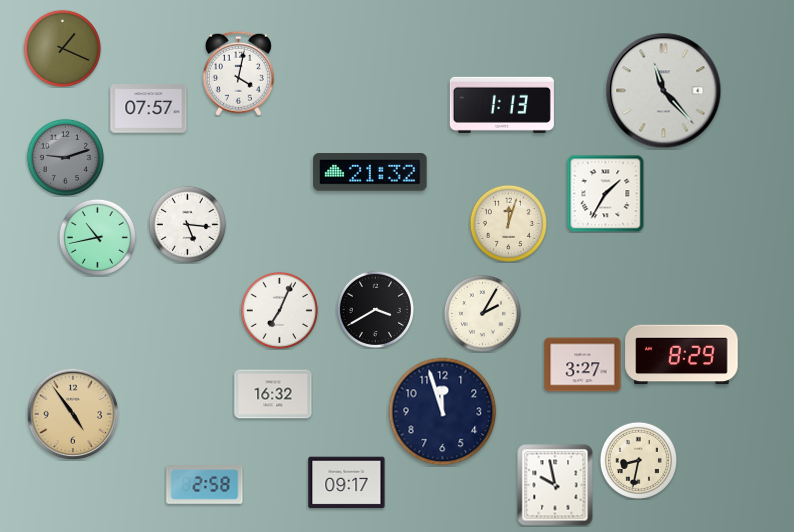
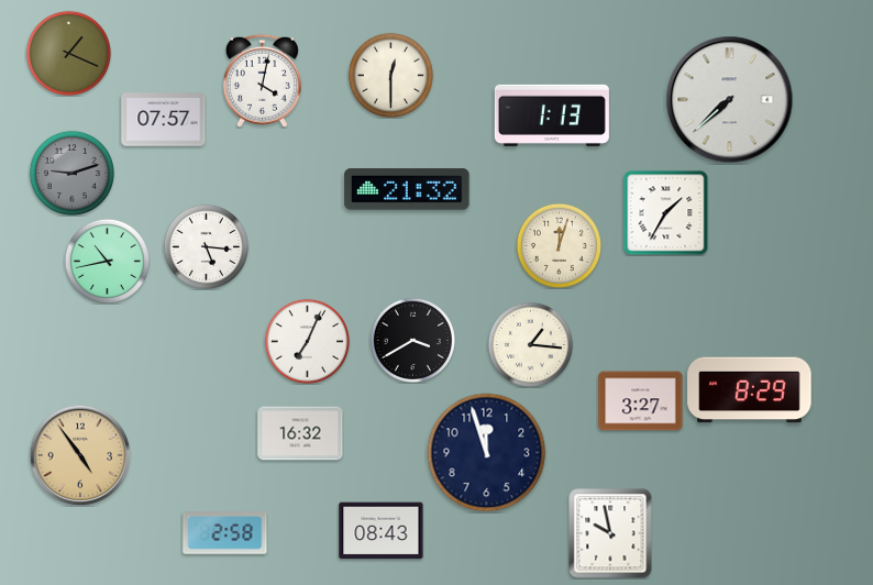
clock at (390, 75): none -> 12:30
clock at (664, 91): 11:23 -> 7:38
clock at (482, 313): 2:05 -> 1:16
clock at (638, 460): 8:32 -> none
clock at (347, 483): 09:17 -> 08:43
